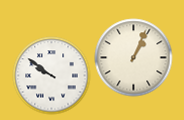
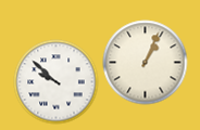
clock at (51, 75): 9:51 -> 9:52
